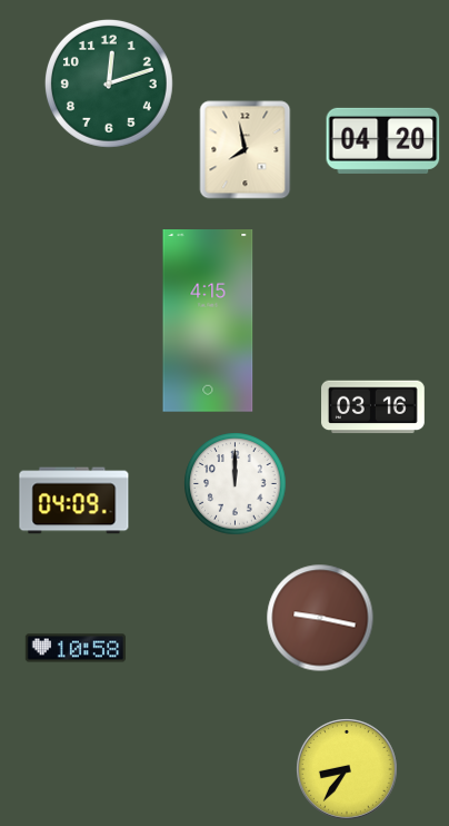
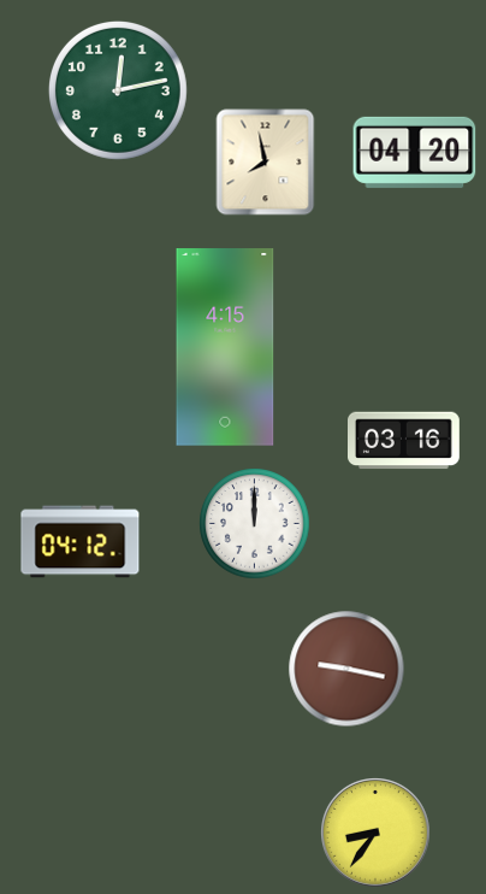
clock at (109, 83): 12:12 -> 12:13
clock at (74, 501): 04:09 -> 04:12
clock at (74, 648): 10:58 -> none
